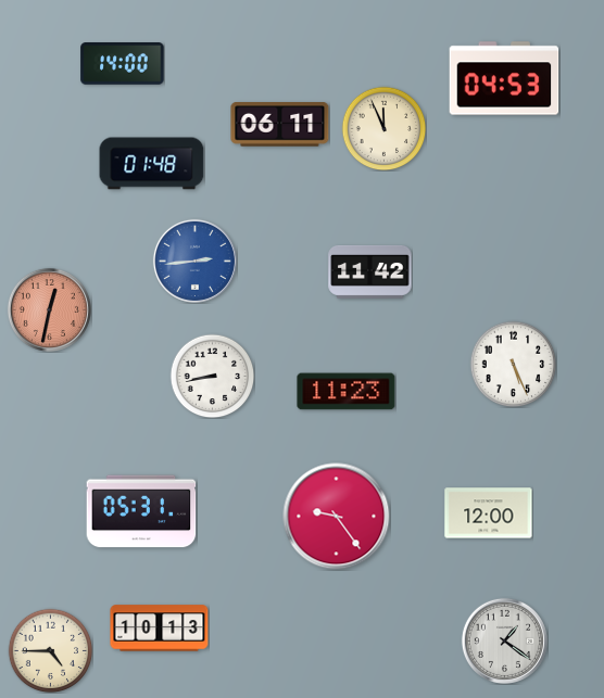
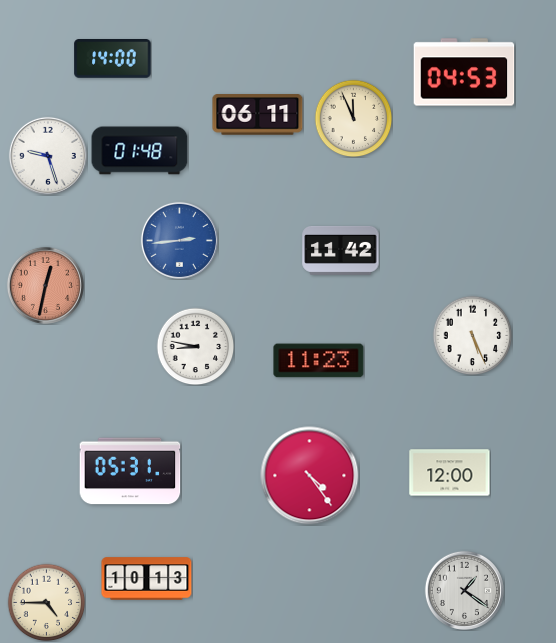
clock at (48, 156): none -> 9:27
clock at (212, 376): 8:43 -> 8:47
clock at (337, 517): 9:24 -> 4:24
clock at (50, 650) position: (50, 650) -> (46, 602)
